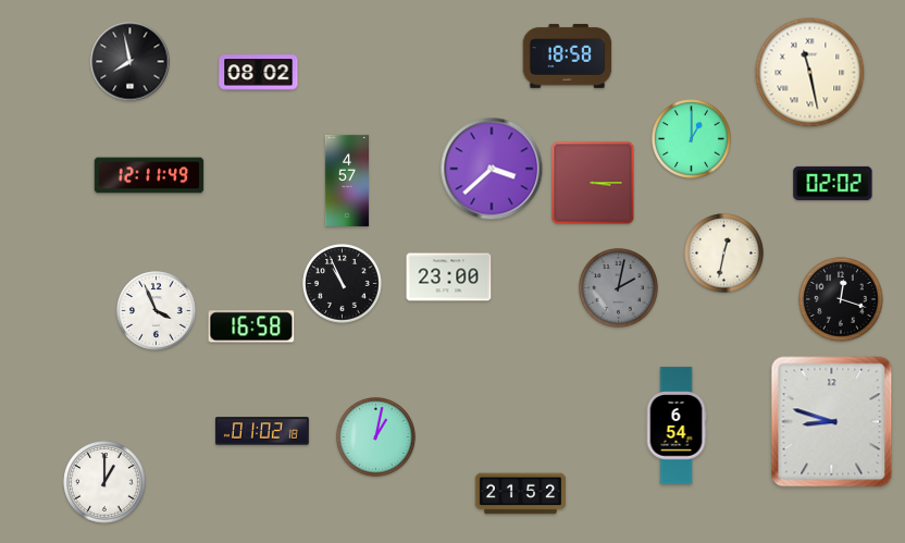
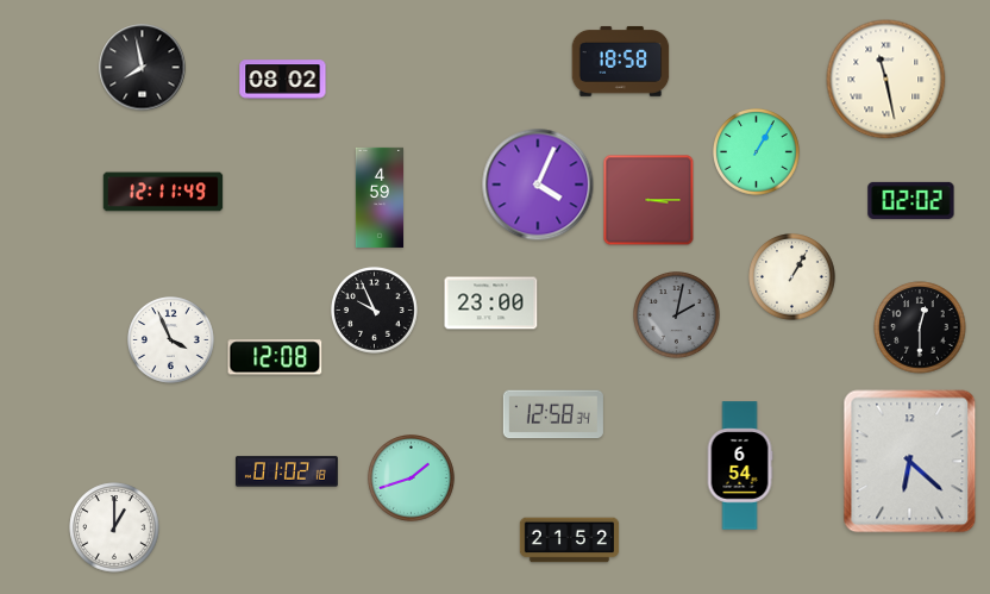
clock at (692, 139): 1:00 -> 1:05
clock at (492, 169): 3:38 -> 4:04
clock at (346, 181): 4:57 -> 4:59
clock at (724, 254): 12:32 -> 1:05
clock at (343, 284): 10:56 -> 9:56
clock at (841, 299): 12:18 -> 12:30
clock at (251, 326): 16:58 -> 12:08
clock at (553, 414): none -> 12:58
clock at (832, 422): 8:48 -> 6:22
clock at (376, 437): 1:02 -> 1:42
